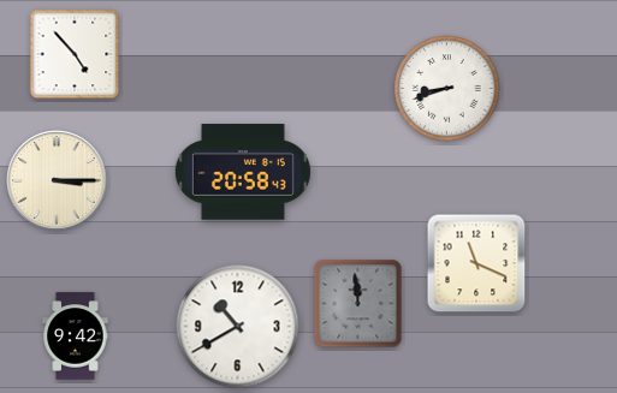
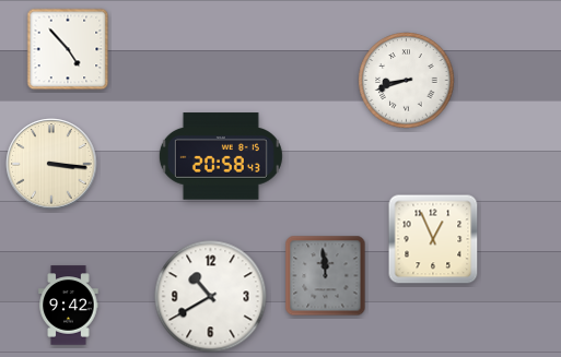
clock at (57, 180): 3:15 -> 3:16
clock at (476, 263): 11:19 -> 12:56
clock at (238, 327) position: (238, 327) -> (211, 297)
